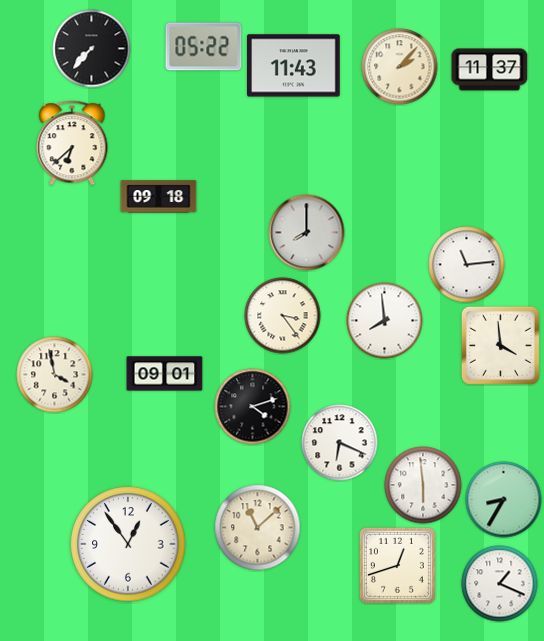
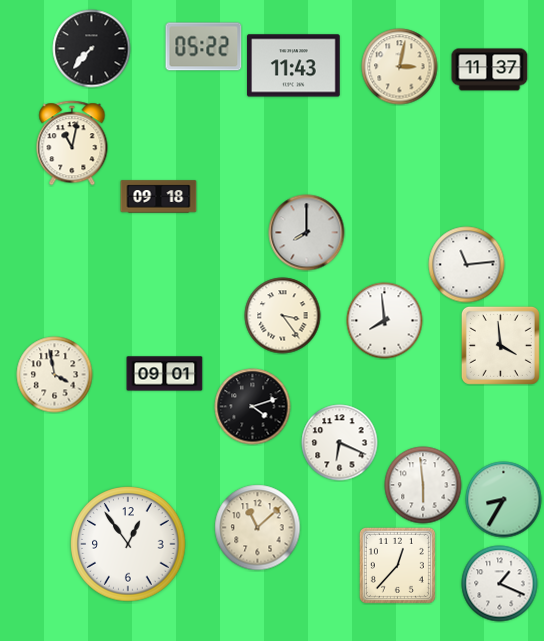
clock at (400, 67): 2:07 -> 3:02
clock at (72, 143): 6:38 -> 11:02
clock at (397, 565): 12:42 -> 12:37
